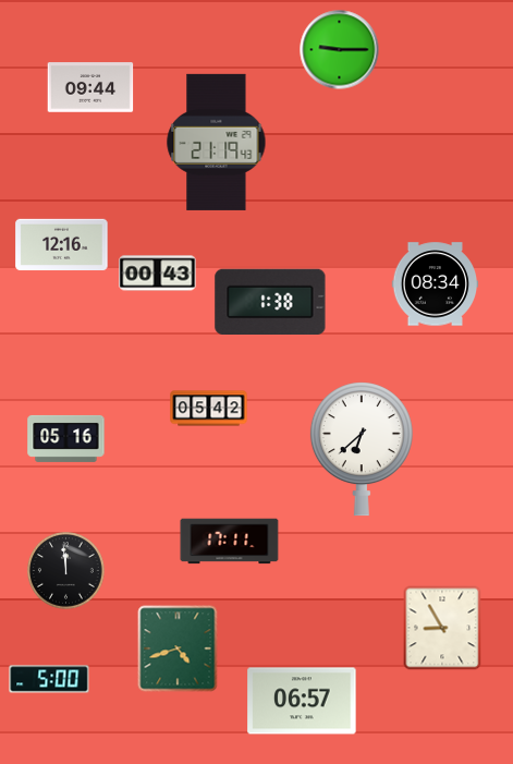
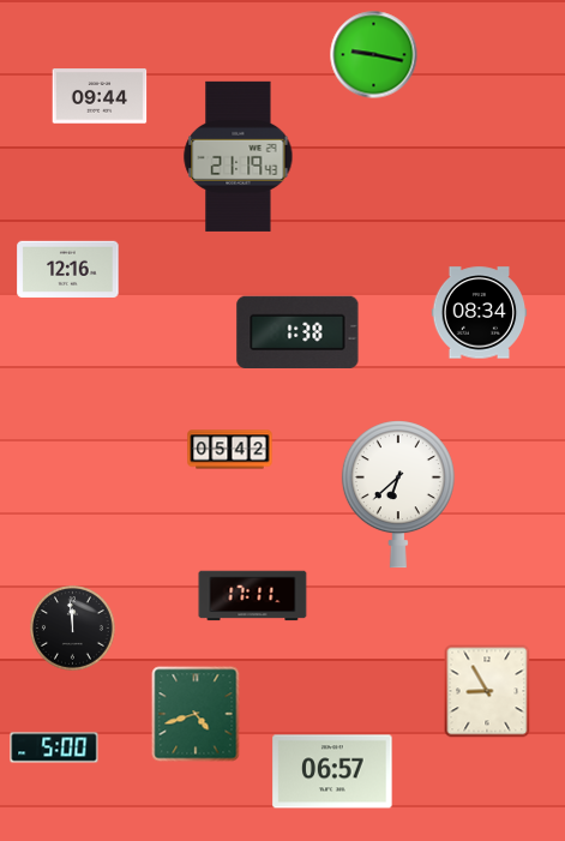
clock at (340, 50): 9:15 -> 9:17
clock at (158, 274): 00:43 -> none
clock at (66, 438): 05:16 -> none
